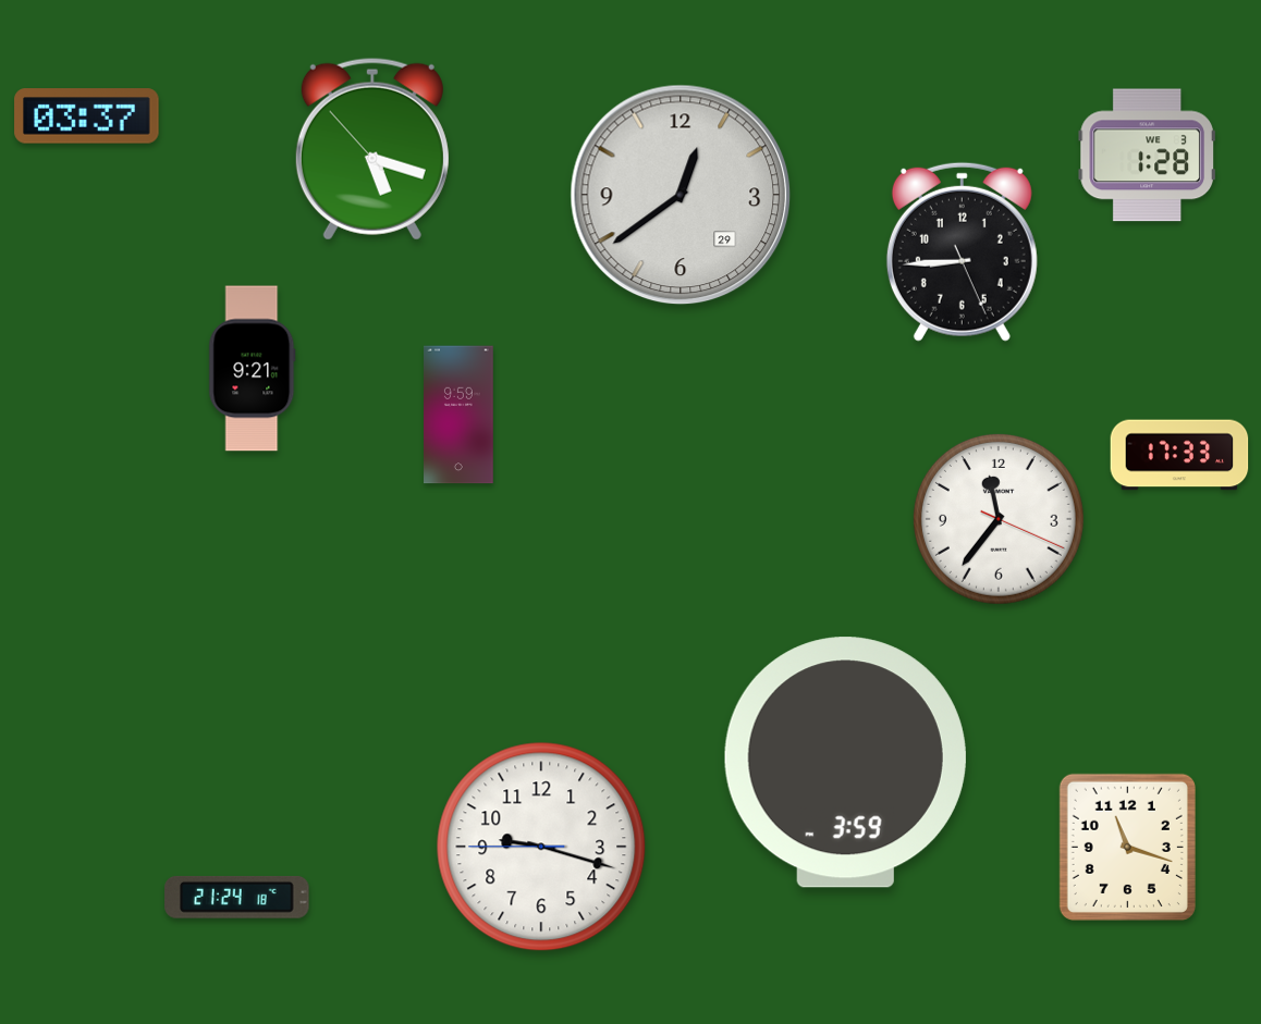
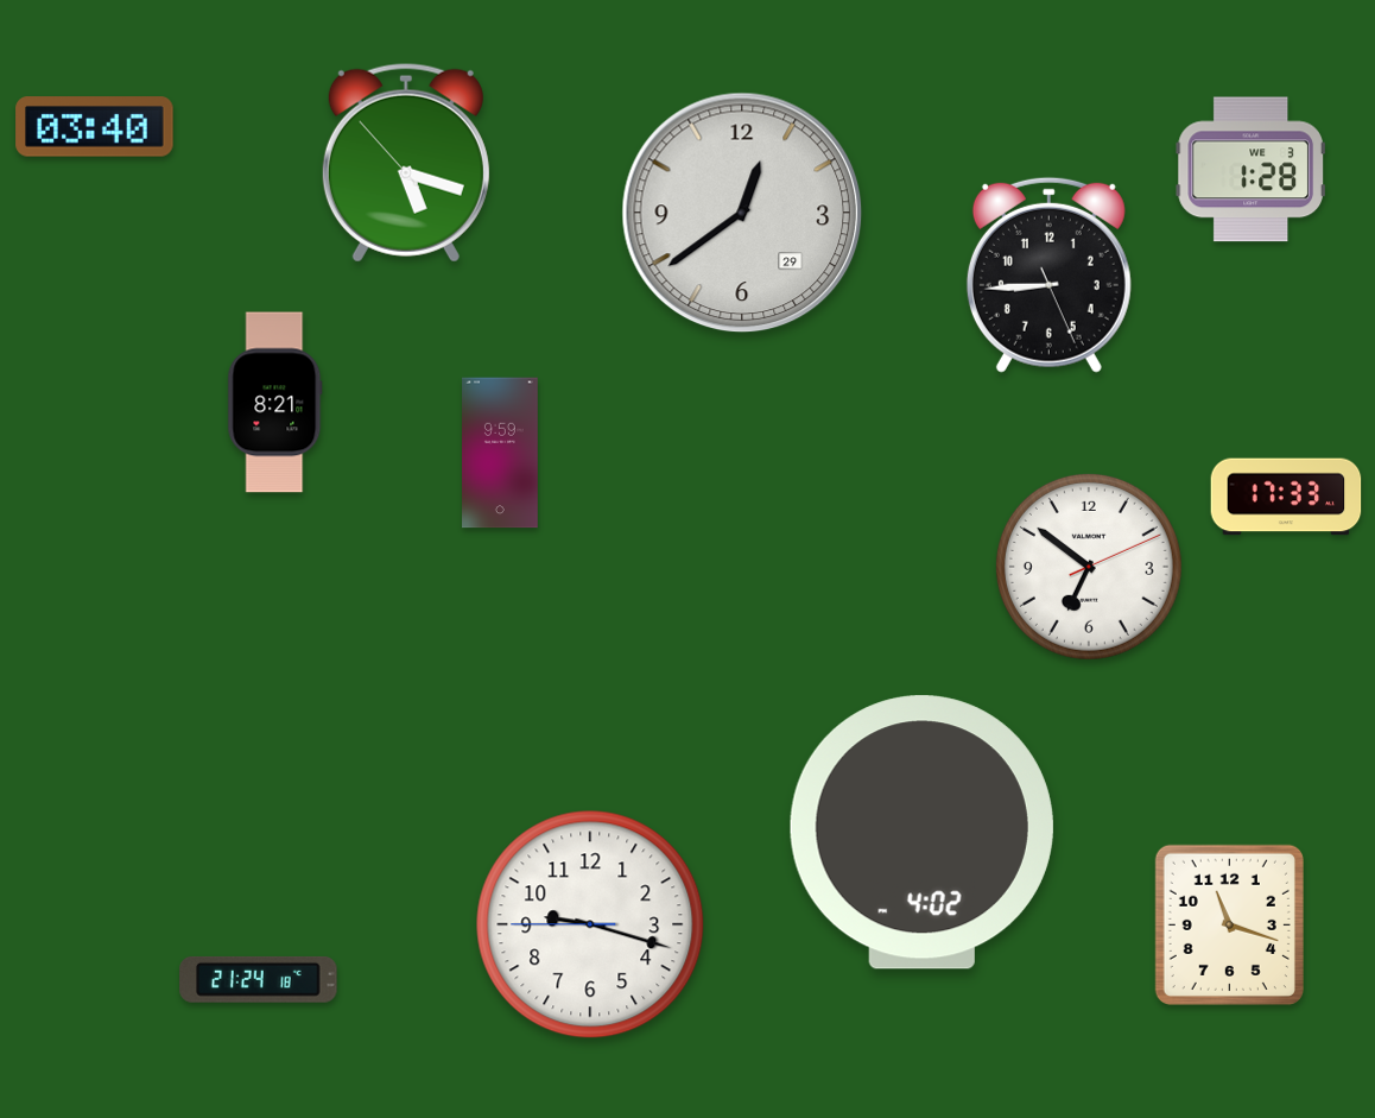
clock at (87, 116): 03:37 -> 03:40
clock at (253, 369): 9:21 -> 8:21
clock at (999, 519): 11:36 -> 6:51
clock at (845, 763): 3:59 -> 4:02
